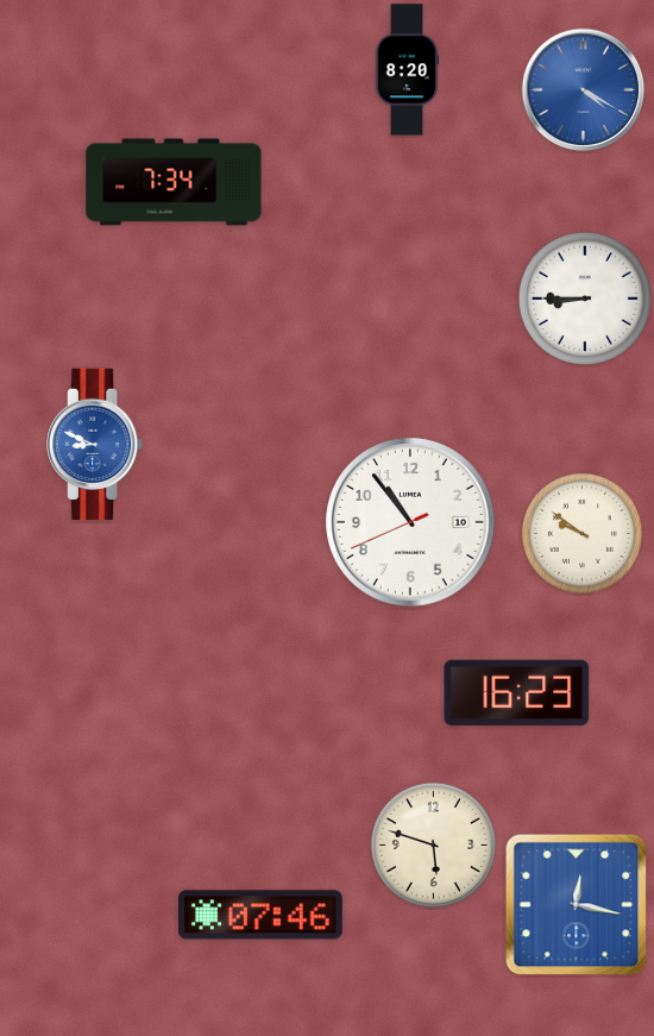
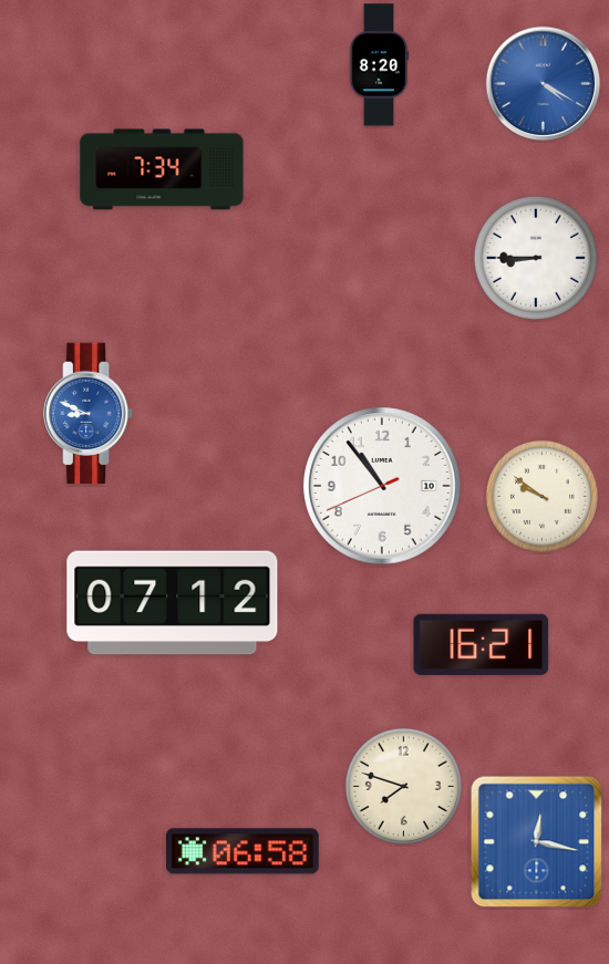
clock at (585, 299) position: (585, 299) -> (536, 258)
clock at (173, 603): none -> 07:12
clock at (517, 692): 16:23 -> 16:21
clock at (433, 845): 5:48 -> 7:48
clock at (260, 915): 07:46 -> 06:58
